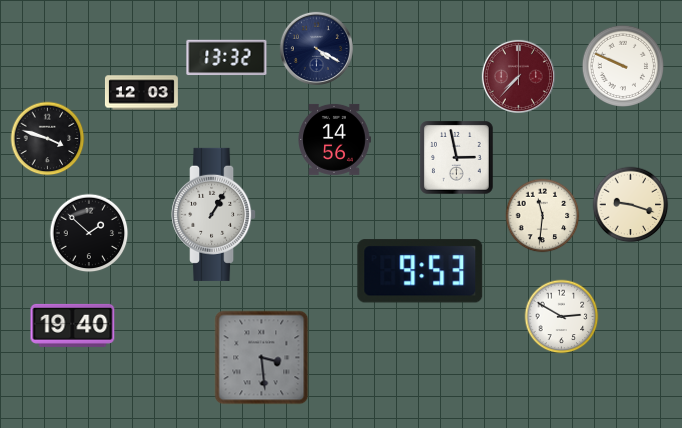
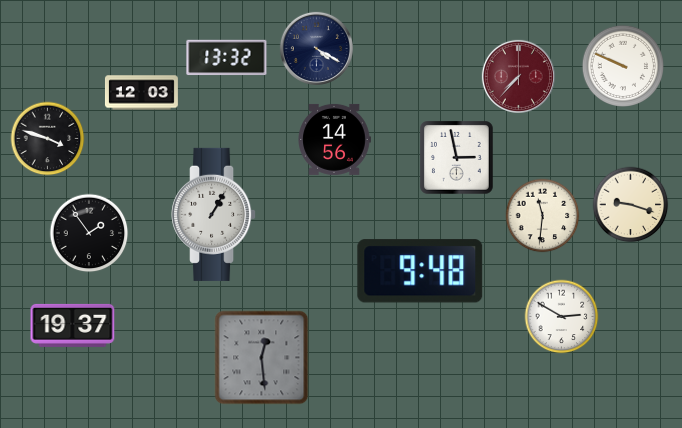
clock at (89, 233): 1:52 -> 1:54
clock at (420, 271): 9:53 -> 9:48
clock at (73, 325): 19:40 -> 19:37
clock at (262, 358): 3:29 -> 12:29
